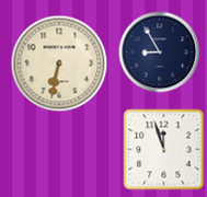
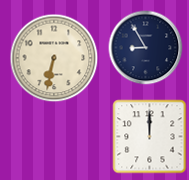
clock at (164, 150): 11:57 -> 12:00
